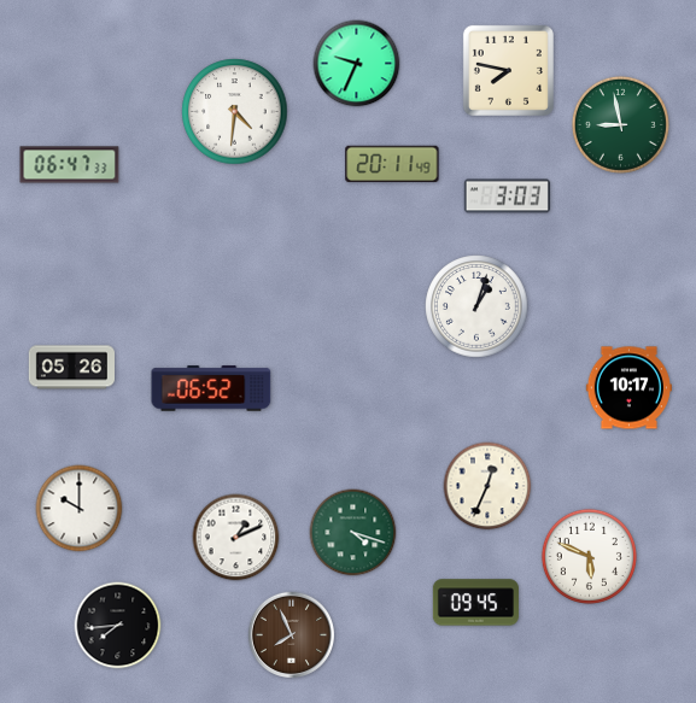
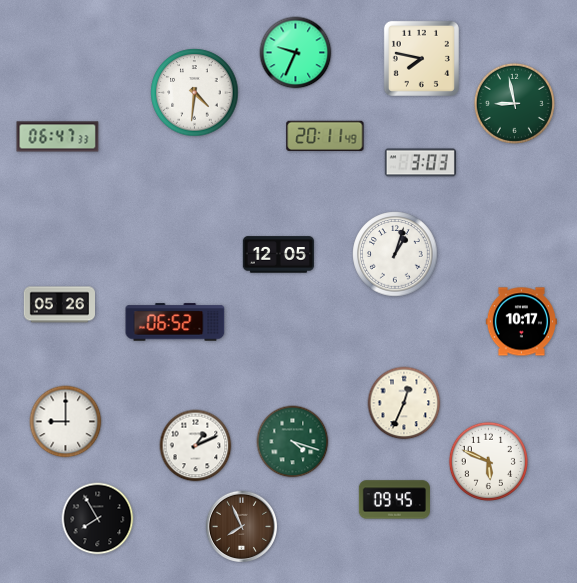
clock at (278, 255): none -> 12:05
clock at (80, 509): 10:00 -> 9:00
clock at (118, 626): 7:44 -> 7:55
